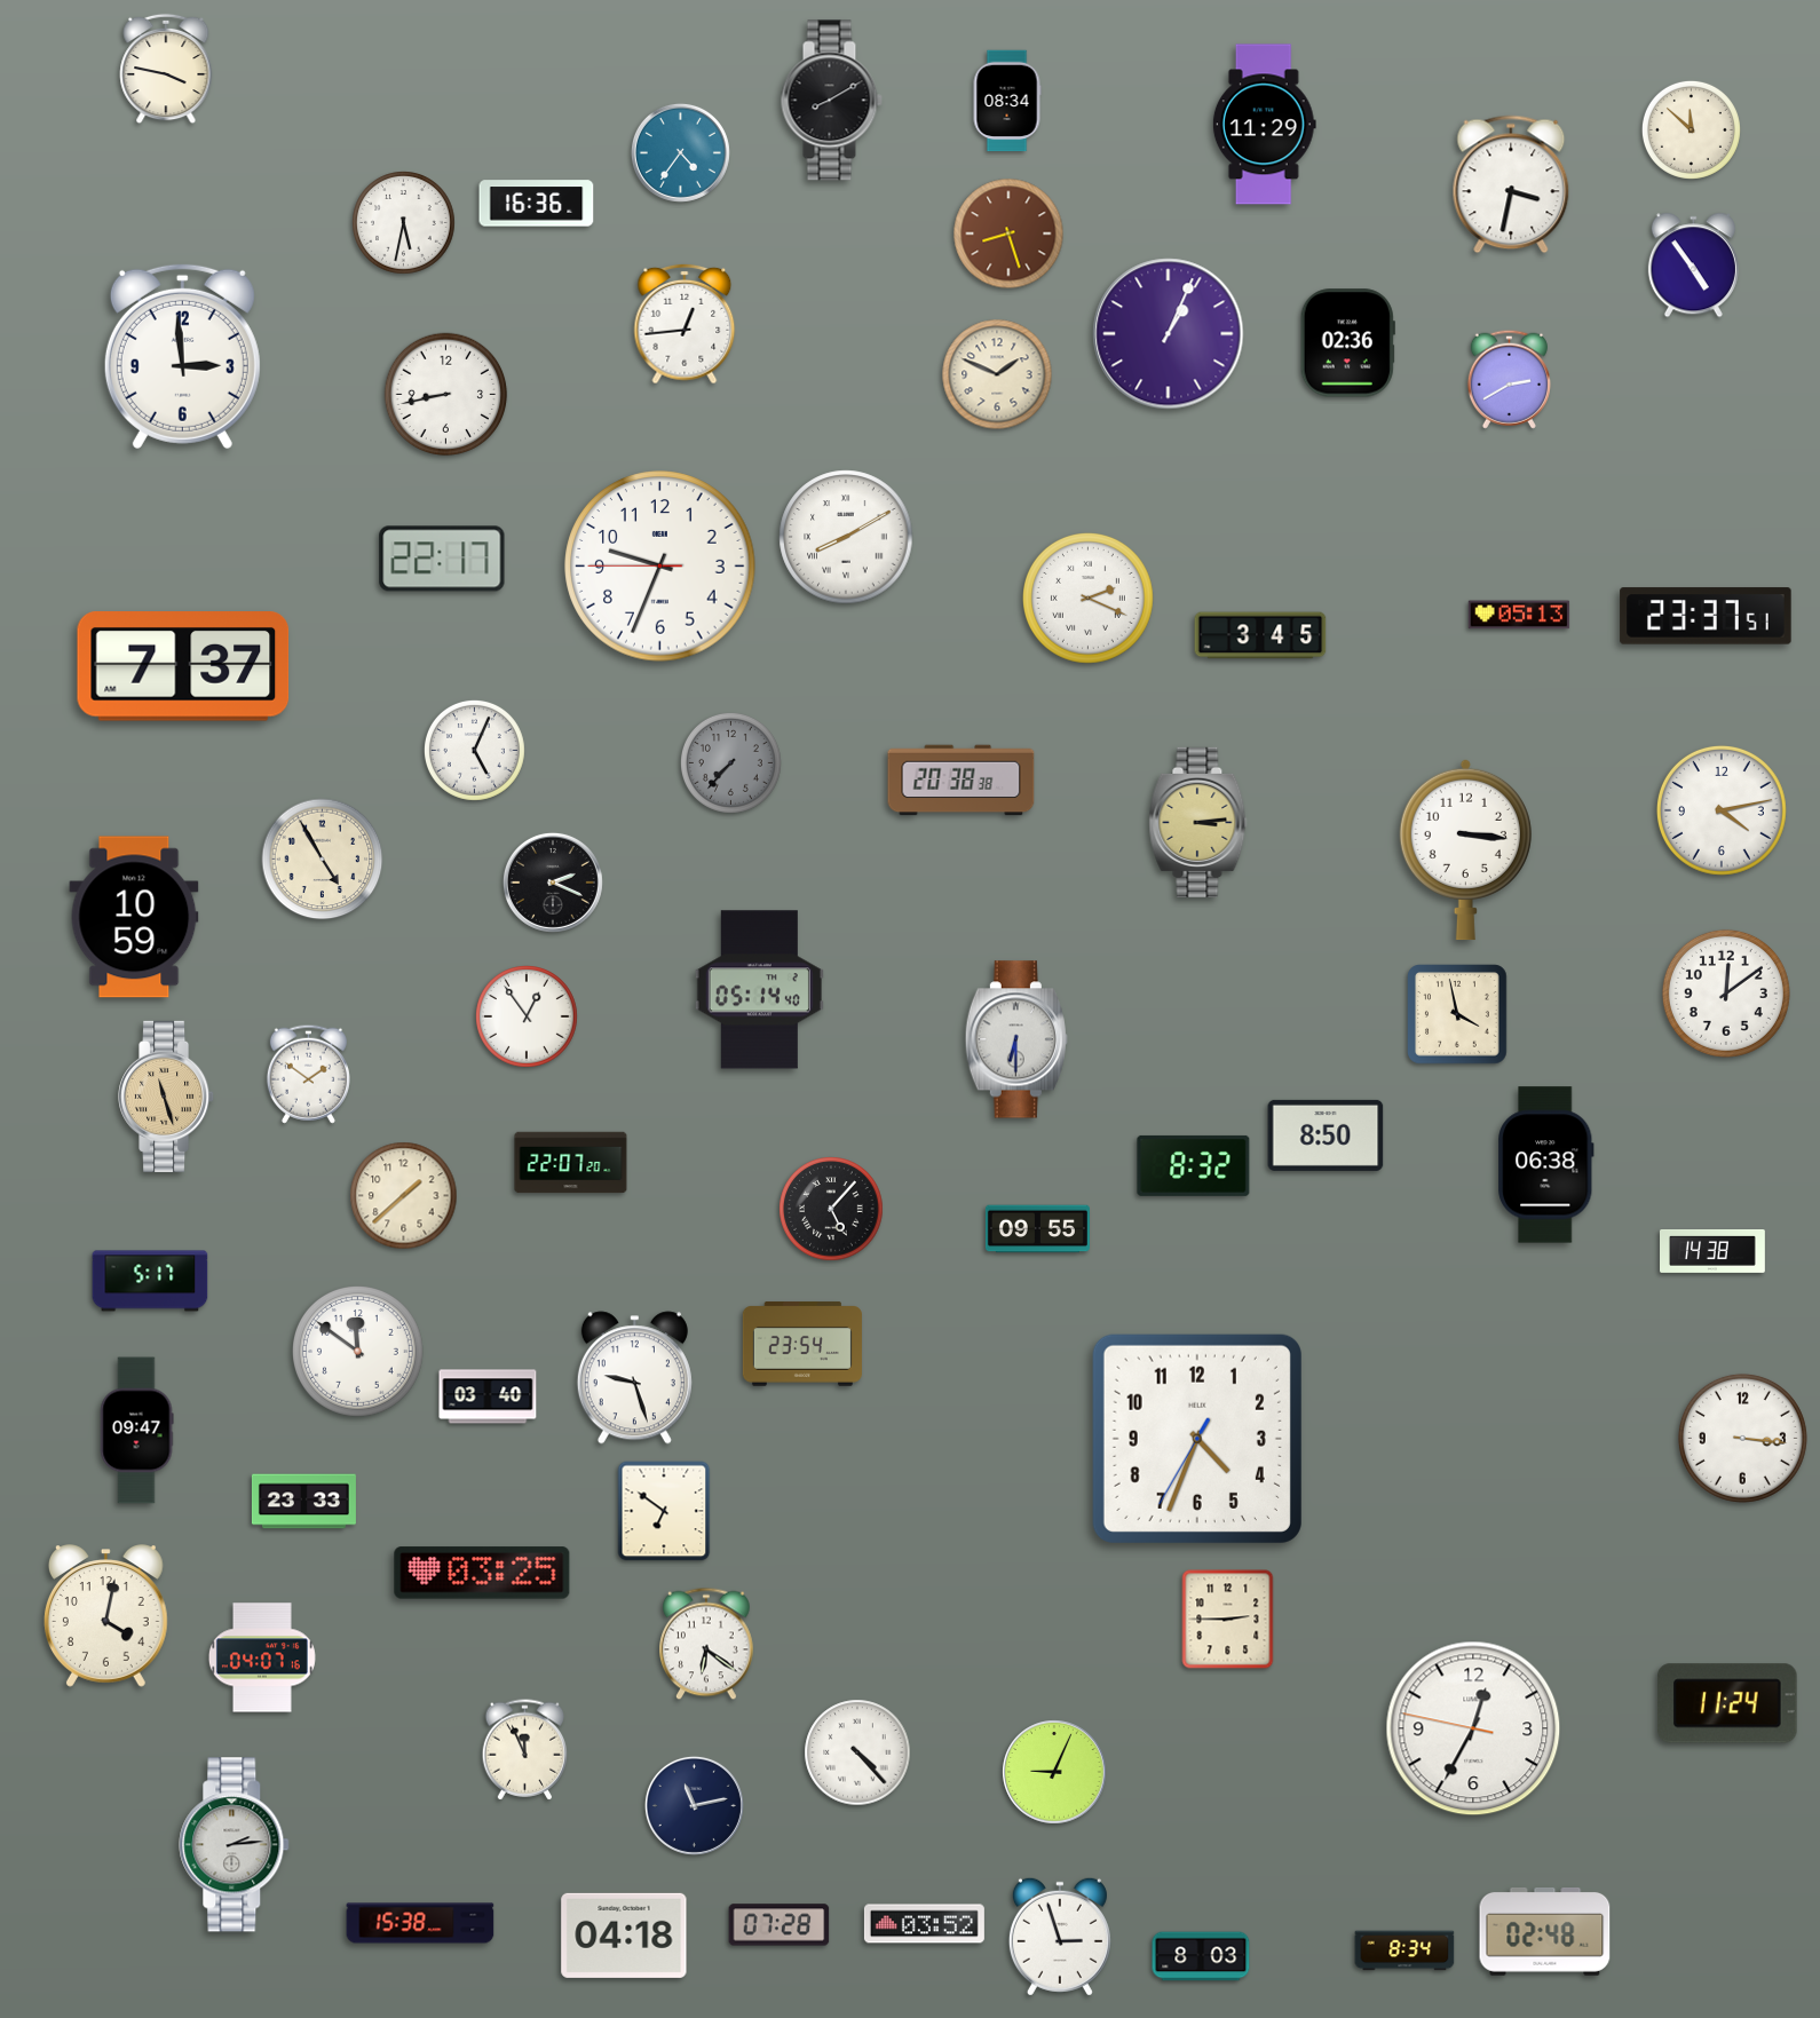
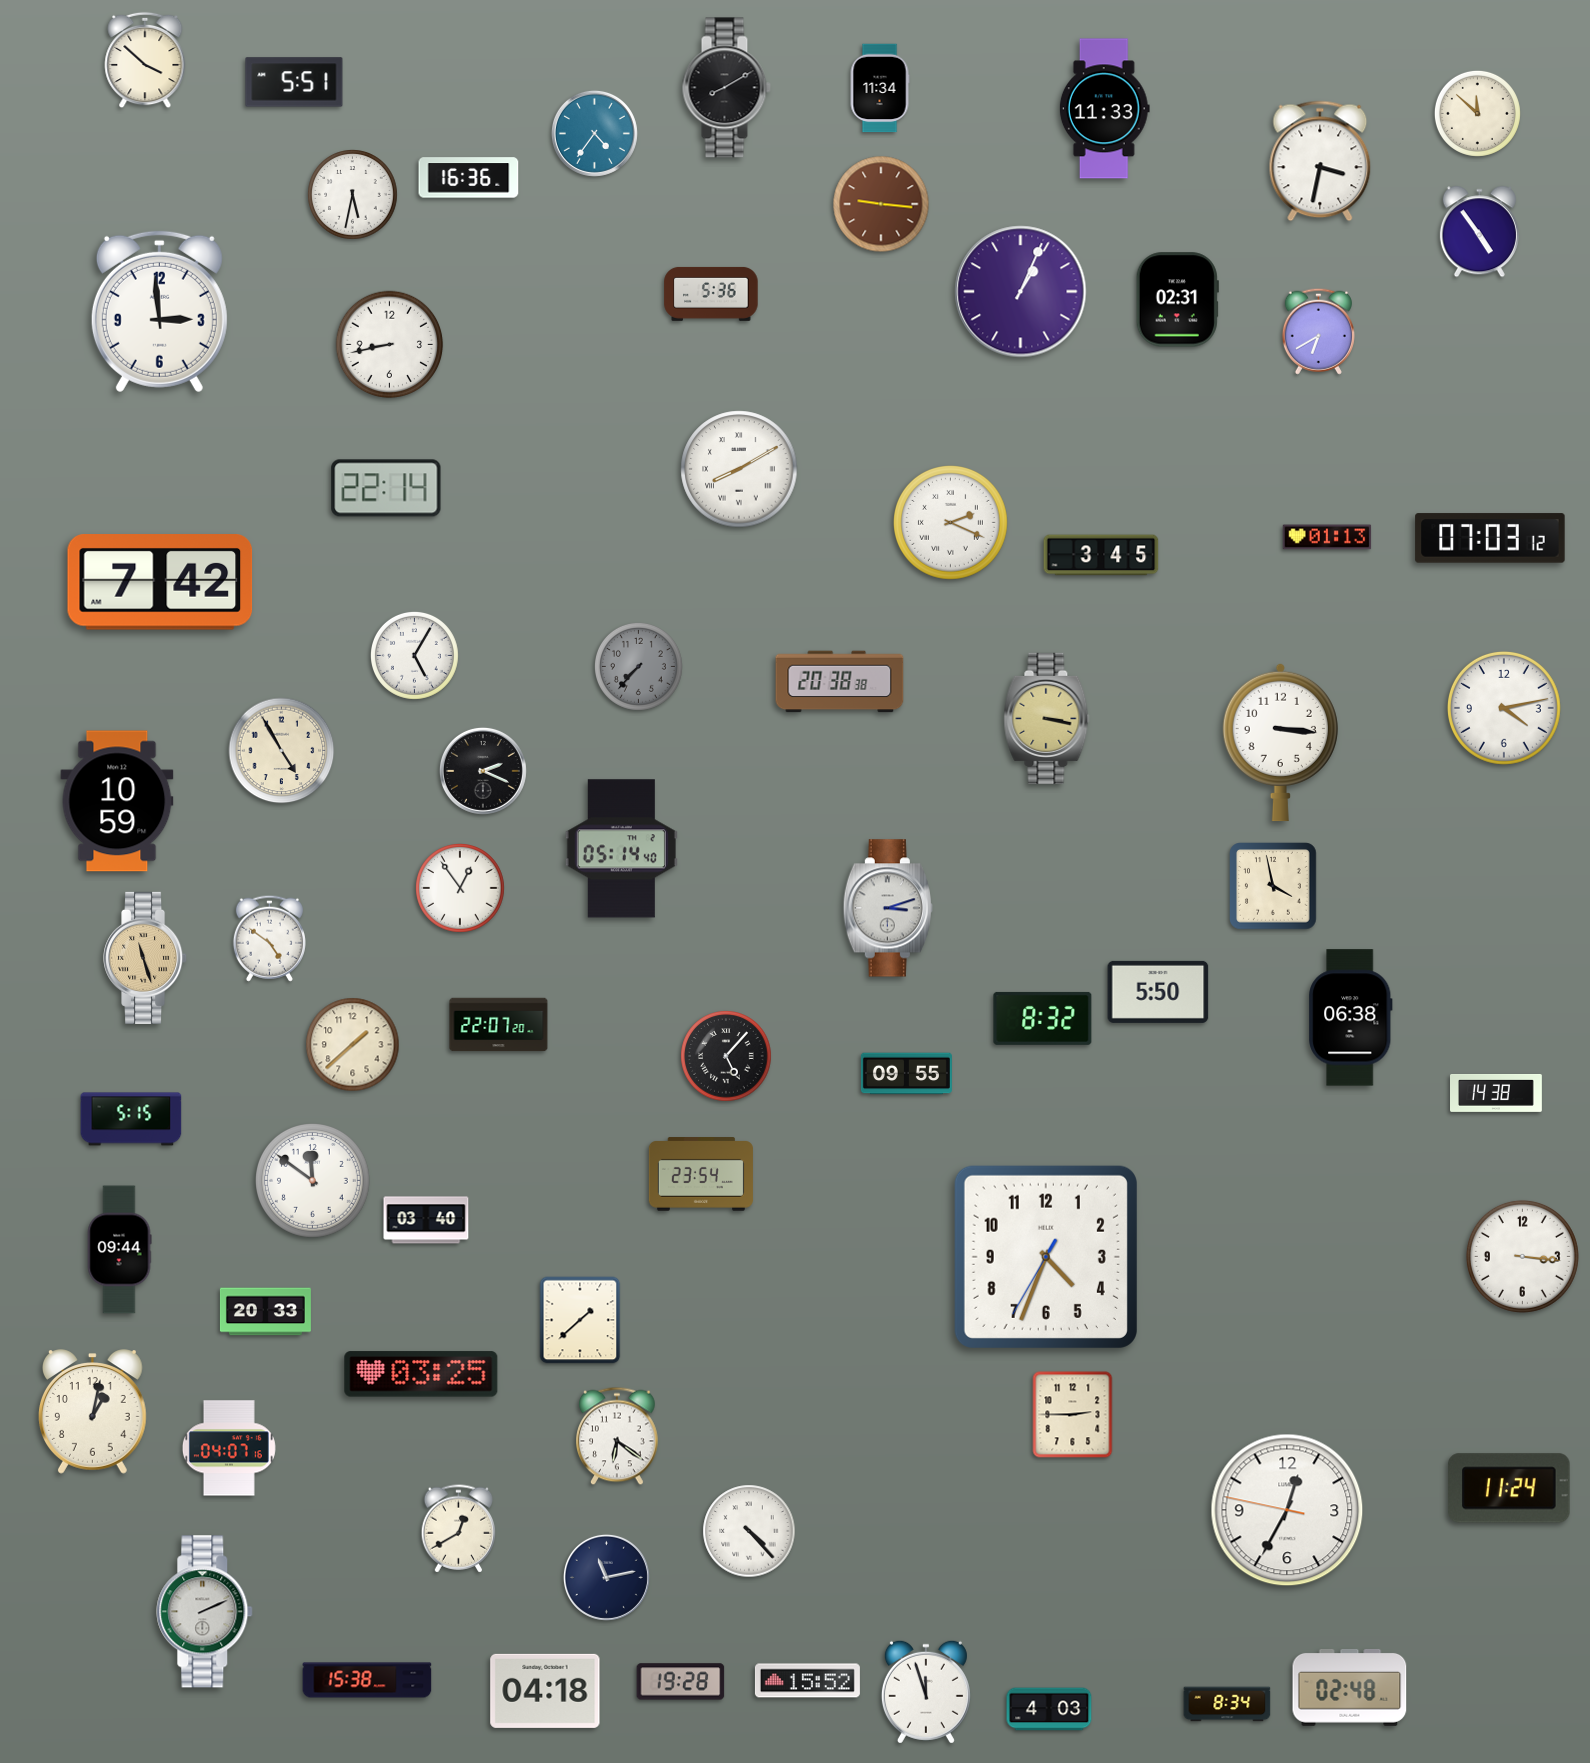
clock at (166, 69): 3:47 -> 3:52
clock at (294, 82): none -> 5:51
clock at (1007, 101): 08:34 -> 11:34
clock at (1264, 125): 11:29 -> 11:33
clock at (1008, 234): 8:27 -> 9:16
clock at (685, 324): 12:44 -> none
clock at (711, 294): none -> 5:36
clock at (1347, 343): 02:36 -> 02:31
clock at (997, 374): 1:49 -> none
clock at (1509, 379): 2:40 -> 6:40
clock at (442, 559): 22:17 -> 22:14
clock at (660, 567): 9:33 -> none
clock at (1519, 615): 05:13 -> 01:13
clock at (1706, 616): 23:37 -> 07:03
clock at (183, 667): 7:37 -> 7:42
clock at (474, 750): 5:04 -> 5:05
clock at (1198, 822): 3:14 -> 3:17
clock at (759, 990) position: (759, 990) -> (621, 849)
clock at (1726, 994): 12:09 -> none
clock at (1016, 1039): 6:30 -> 3:12
clock at (308, 1074): 1:51 -> 4:51
clock at (1326, 1135): 8:50 -> 5:50
clock at (571, 1163) position: (571, 1163) -> (499, 1025)
clock at (150, 1281): 5:17 -> 5:15
clock at (634, 1378): 9:27 -> none
clock at (136, 1431): 09:47 -> 09:44
clock at (303, 1502): 23:33 -> 20:33
clock at (664, 1511): 6:51 -> 1:38
clock at (105, 1616): 4:02 -> 1:02
clock at (525, 1750): 11:56 -> 12:40
clock at (1054, 1772): 9:04 -> none
clock at (235, 1845): 2:14 -> 2:11
clock at (924, 1924): 03:52 -> 15:52
clock at (780, 1925): 07:28 -> 19:28
clock at (1060, 1937): 2:57 -> 11:57
clock at (1201, 1956): 8:03 -> 4:03
